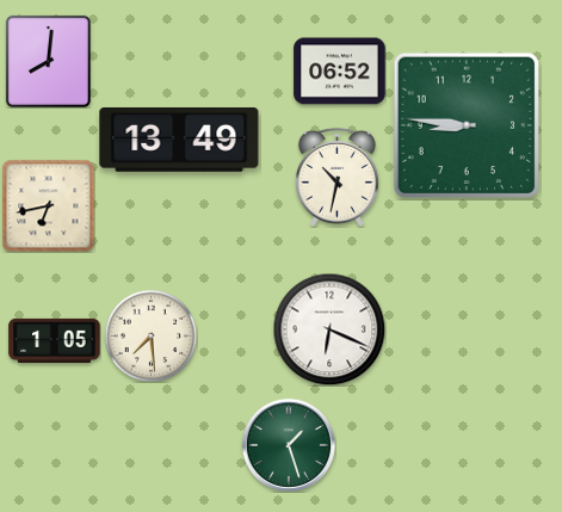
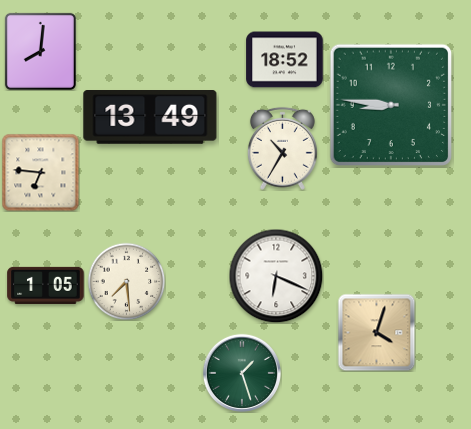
clock at (340, 72): 06:52 -> 18:52
clock at (336, 177): 10:32 -> 10:35
clock at (48, 205): 6:43 -> 6:46
clock at (376, 332): none -> 4:03
